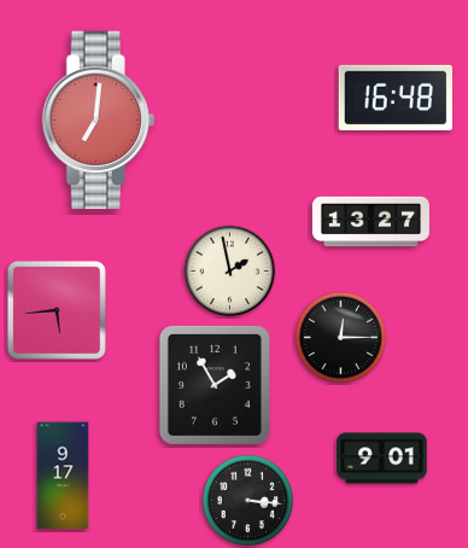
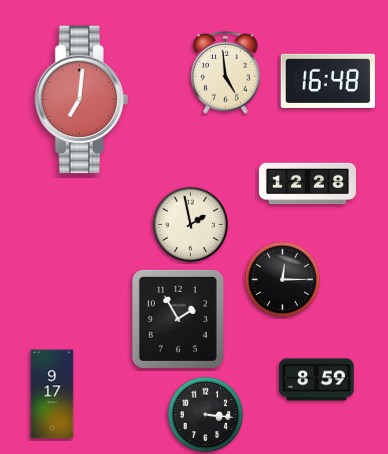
clock at (226, 73): none -> 4:59
clock at (370, 222): 13:27 -> 12:28
clock at (57, 310): 5:44 -> none
clock at (382, 459): 9:01 -> 8:59
